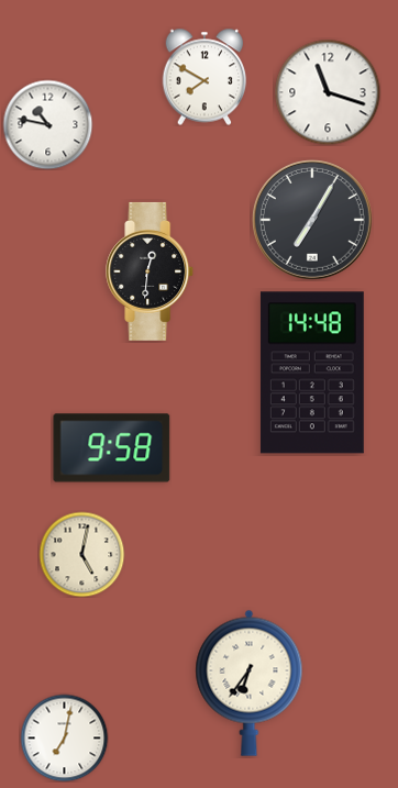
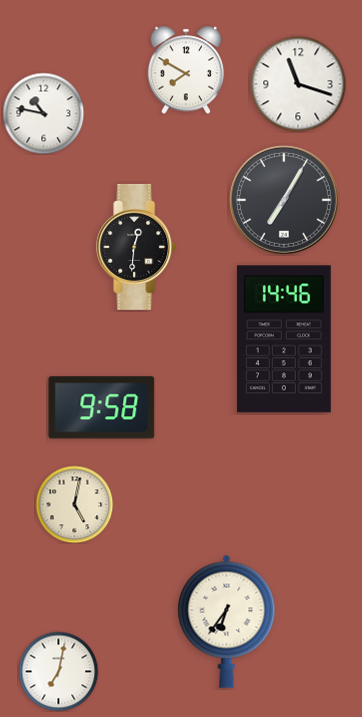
clock at (312, 373): 14:48 -> 14:46
